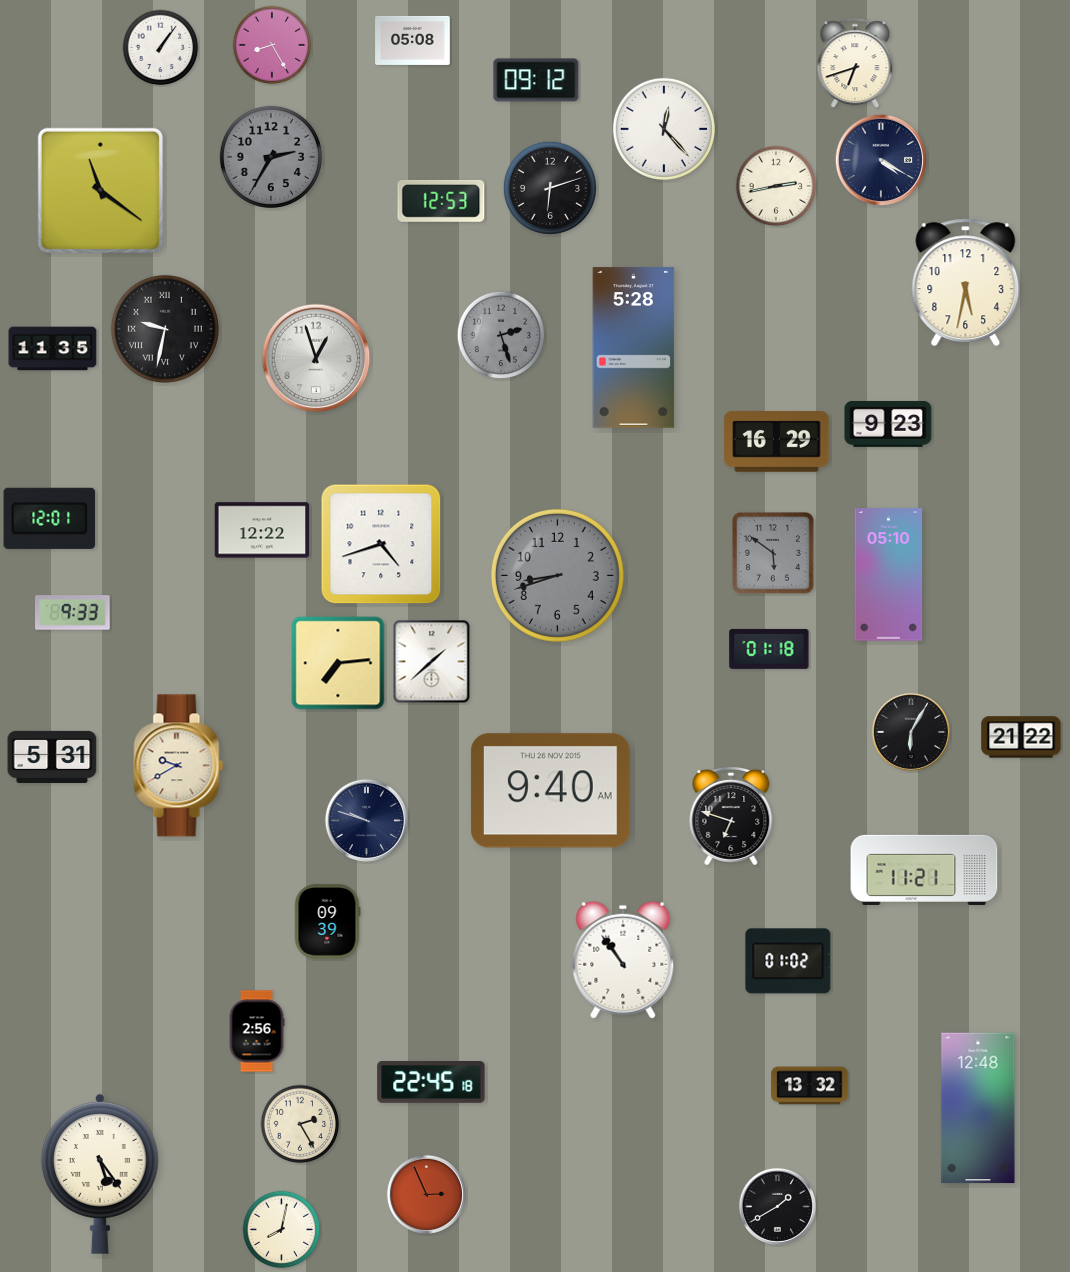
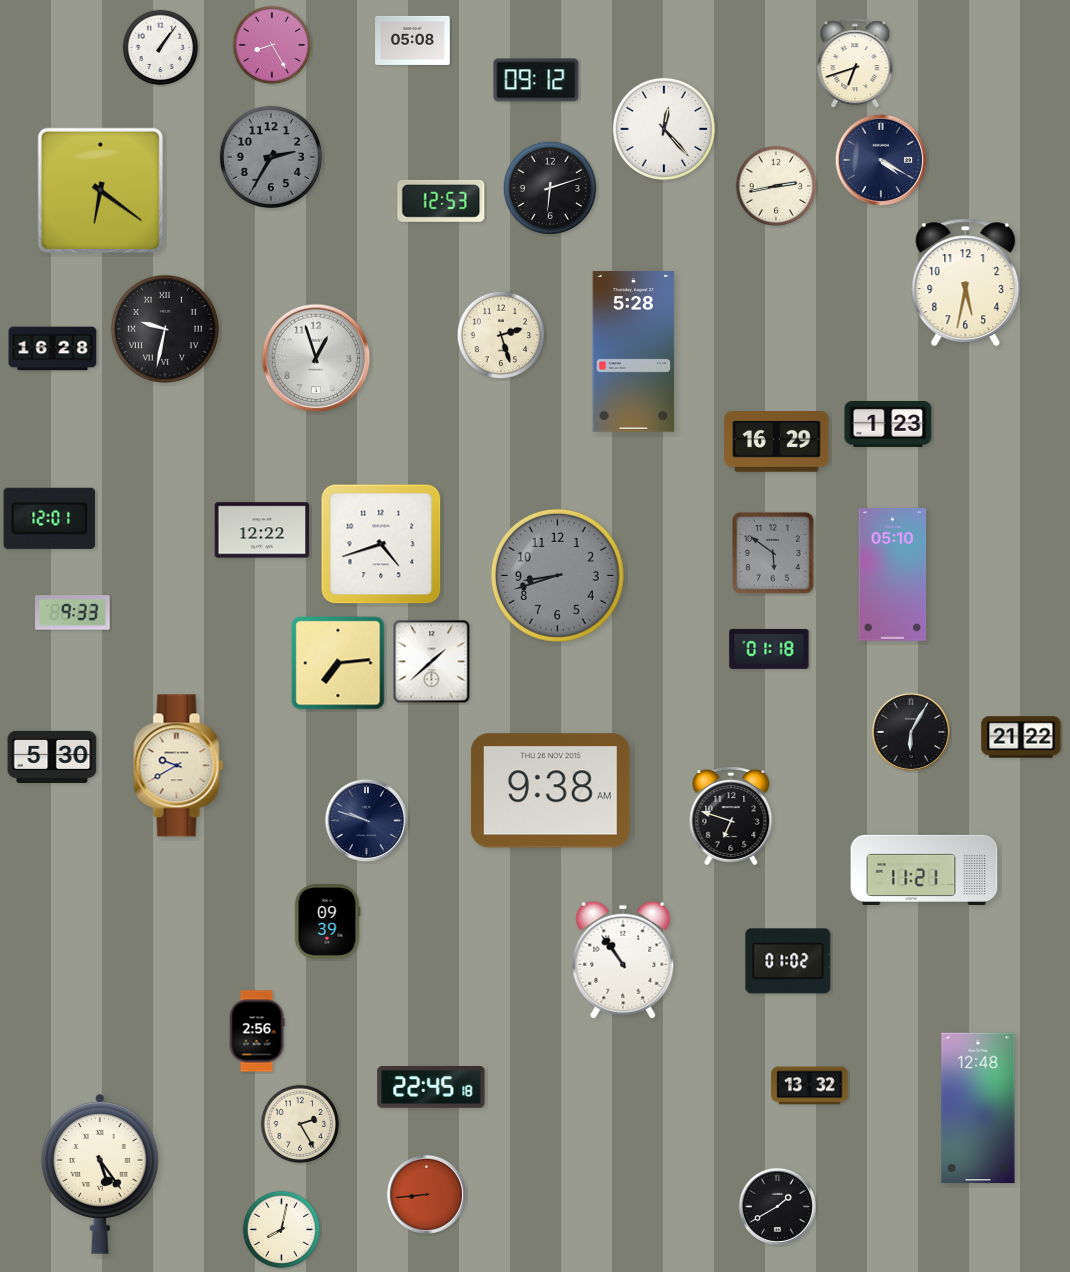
clock at (100, 190): 11:21 -> 6:21
clock at (501, 335) dial: grey -> cream
clock at (634, 348) position: (634, 348) -> (634, 352)
clock at (53, 349): 11:35 -> 16:28
clock at (888, 424): 9:23 -> 1:23
clock at (889, 575) position: (889, 575) -> (893, 575)
clock at (52, 757): 5:31 -> 5:30
clock at (550, 791): 9:40 -> 9:38
clock at (431, 1083) position: (431, 1083) -> (431, 1088)
clock at (426, 1194): 2:56 -> 8:44
